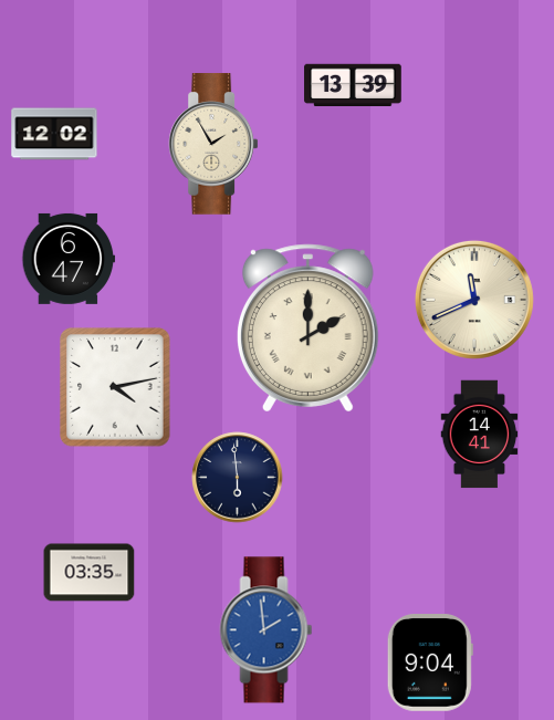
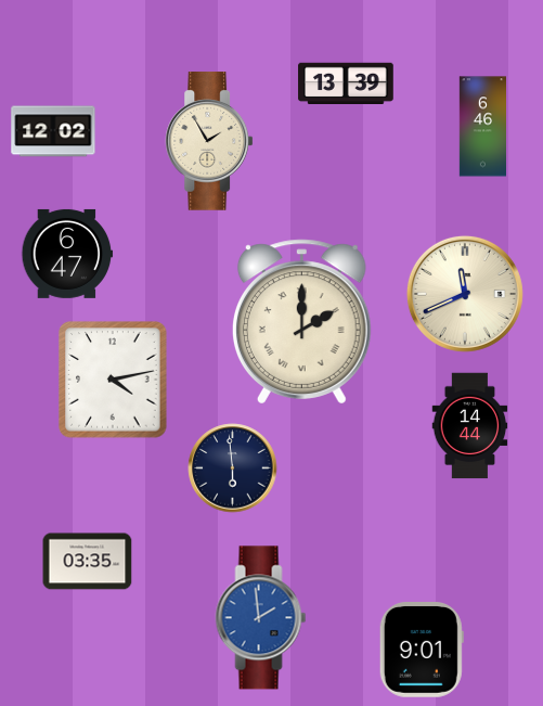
clock at (483, 127): none -> 6:46
clock at (480, 435): 14:41 -> 14:44
clock at (430, 664): 9:04 -> 9:01
